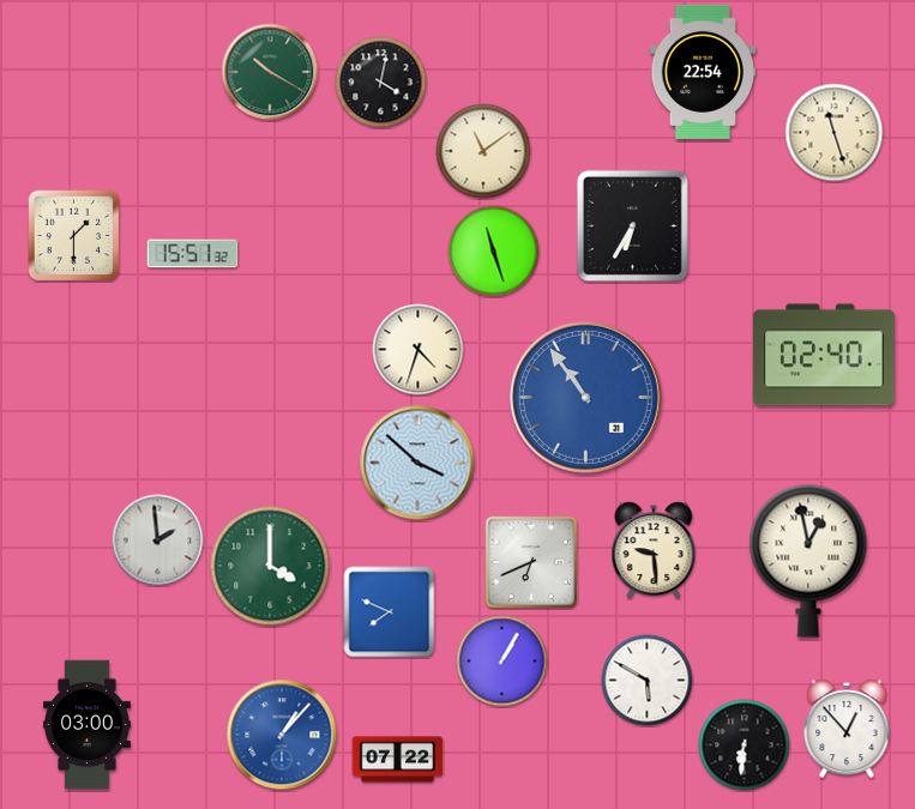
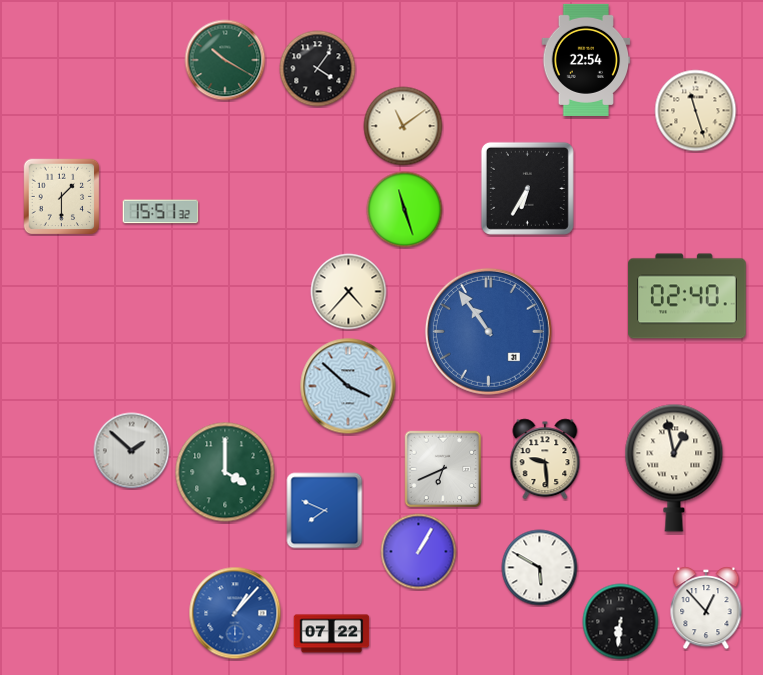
clock at (381, 83): 4:02 -> 4:06
clock at (494, 252) position: (494, 252) -> (405, 210)
clock at (419, 350): 4:33 -> 4:37
clock at (158, 541): 1:59 -> 1:52
clock at (86, 725): 03:00 -> none
